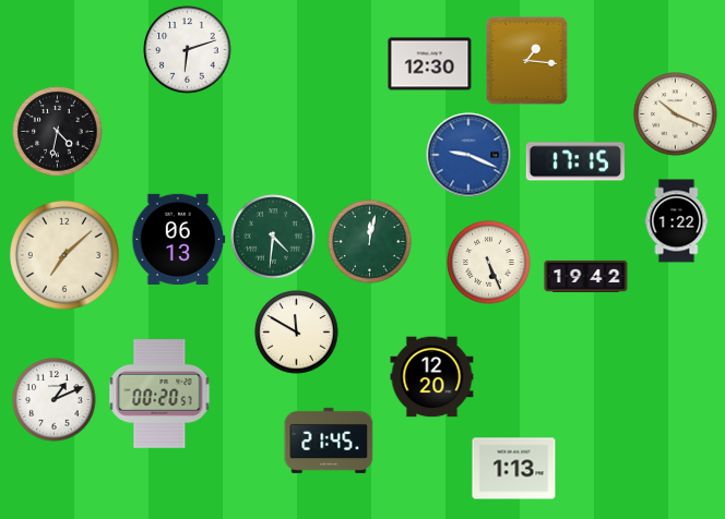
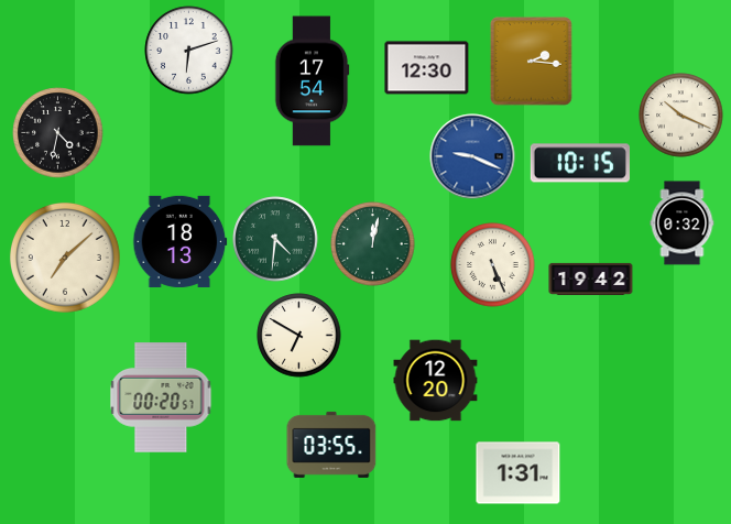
clock at (527, 61): 1:16 -> 2:16
clock at (430, 64) position: (430, 64) -> (427, 68)
clock at (312, 81): none -> 17:54
clock at (575, 161): 17:15 -> 10:15
clock at (677, 221): 1:22 -> 0:32
clock at (179, 239): 06:13 -> 18:13
clock at (297, 333): 11:50 -> 6:50
clock at (55, 400): 1:11 -> none
clock at (329, 440): 21:45 -> 03:55
clock at (514, 469): 1:13 -> 1:31
